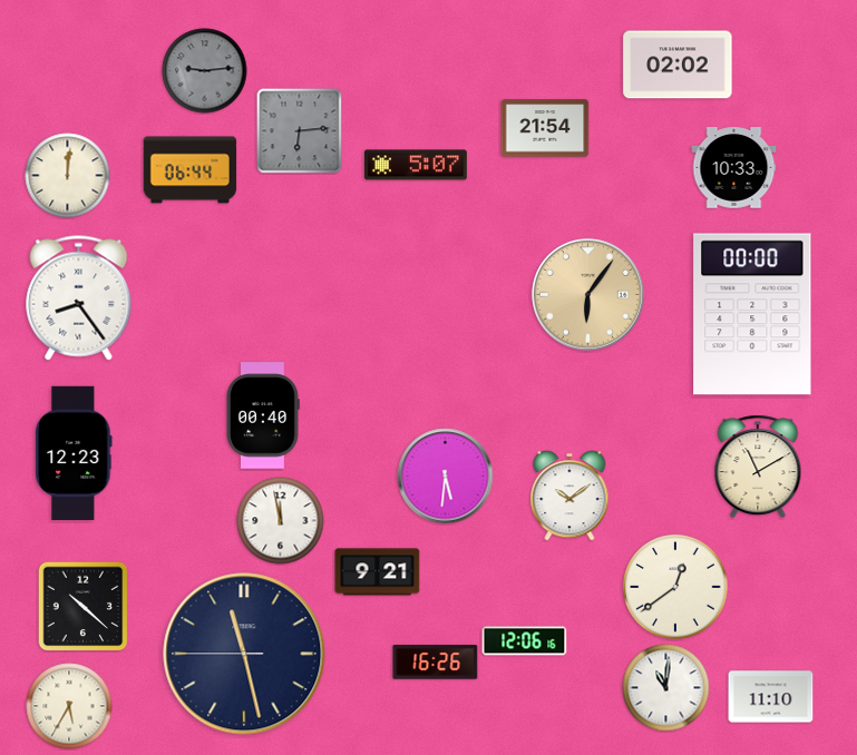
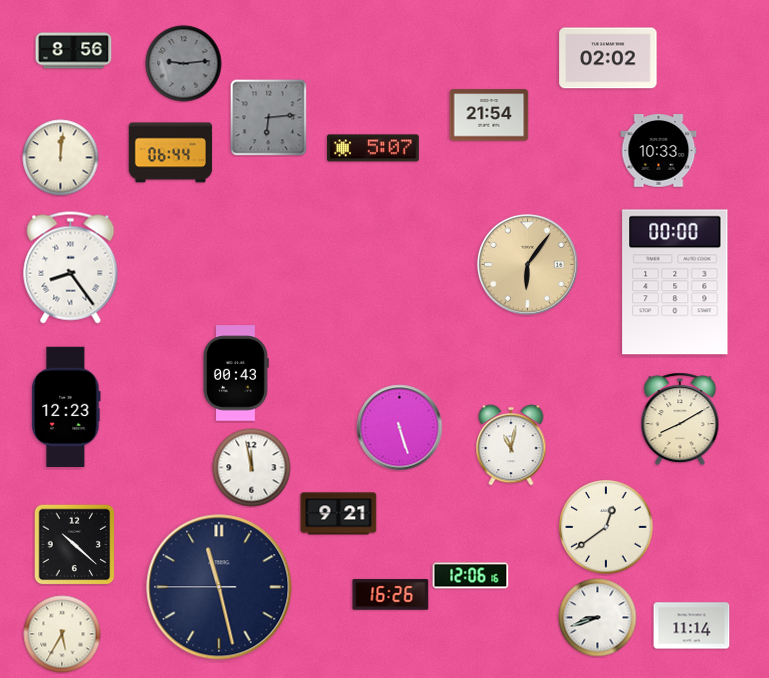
clock at (74, 51): none -> 8:56
clock at (263, 415): 00:40 -> 00:43
clock at (758, 467): 11:10 -> 8:10
clock at (446, 477): 5:31 -> 5:27
clock at (569, 496): 10:09 -> 11:02
clock at (666, 688): 11:01 -> 8:42
clock at (771, 697): 11:10 -> 11:14
